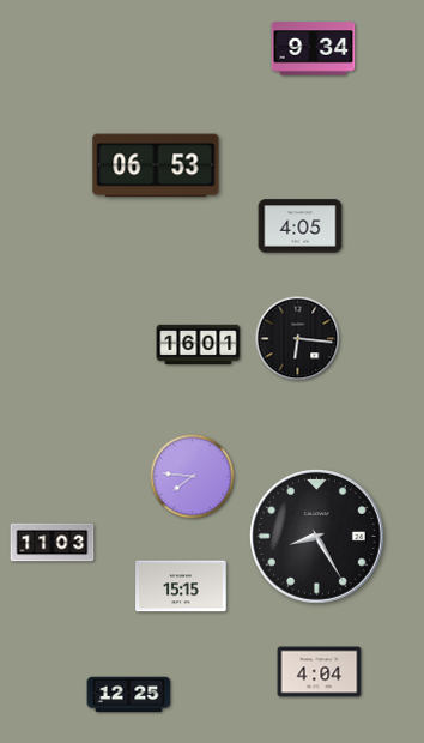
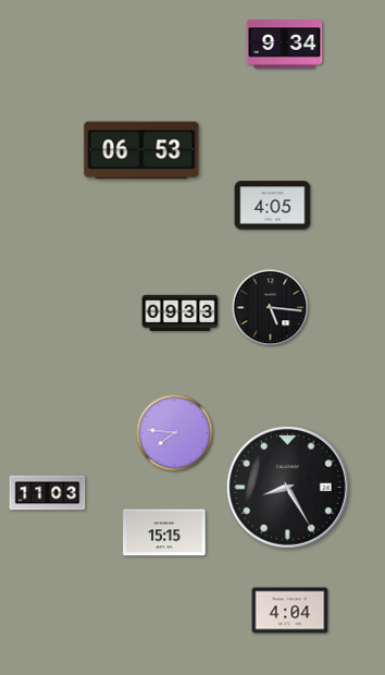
clock at (298, 339): 6:16 -> 5:16
clock at (199, 345): 16:01 -> 09:33
clock at (129, 695): 12:25 -> none
